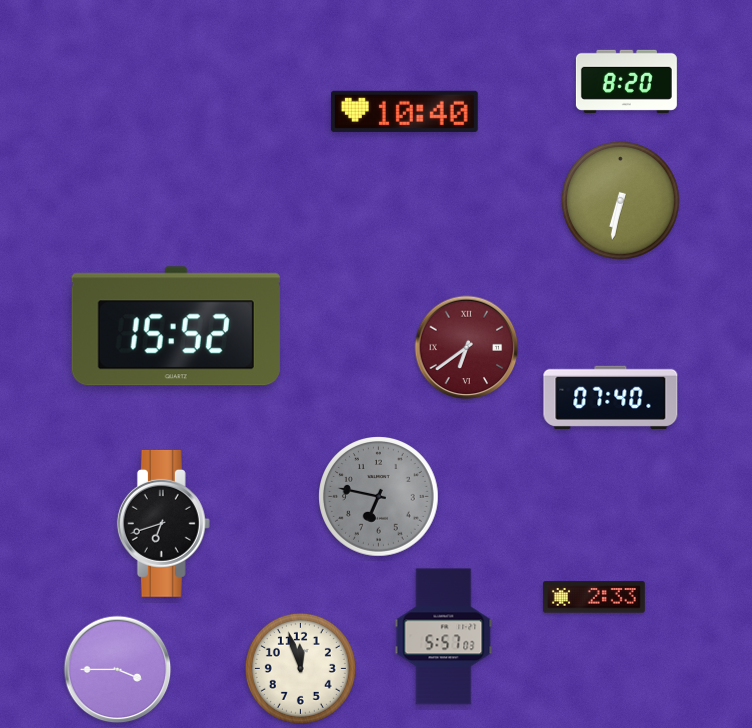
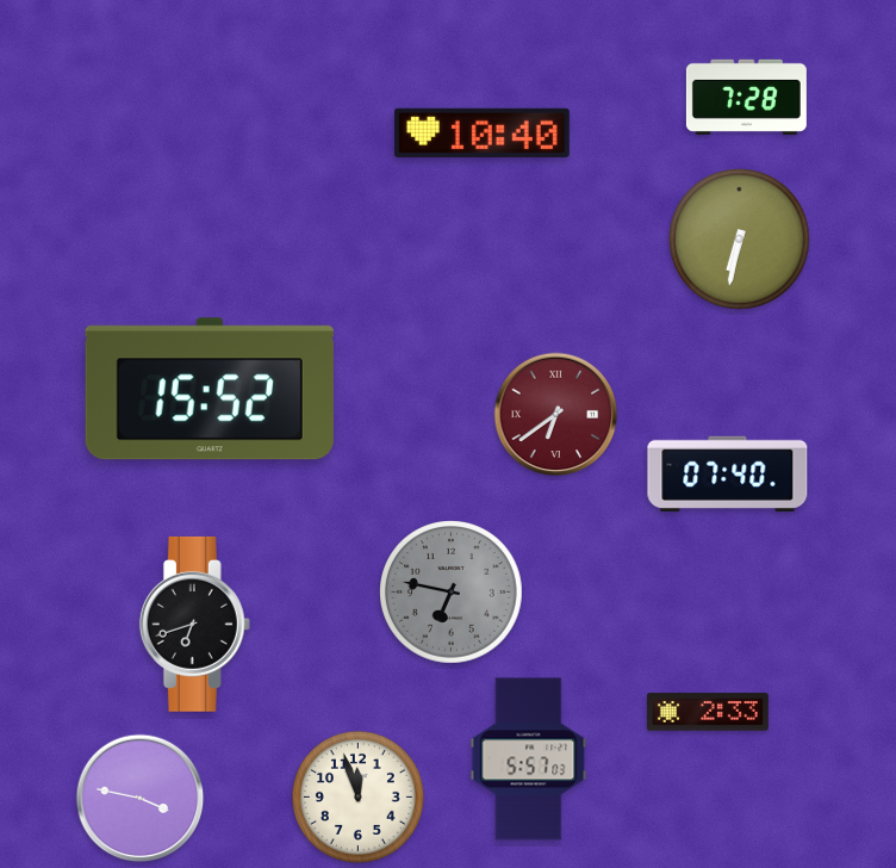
clock at (626, 81): 8:20 -> 7:28
clock at (118, 670): 3:45 -> 3:47
